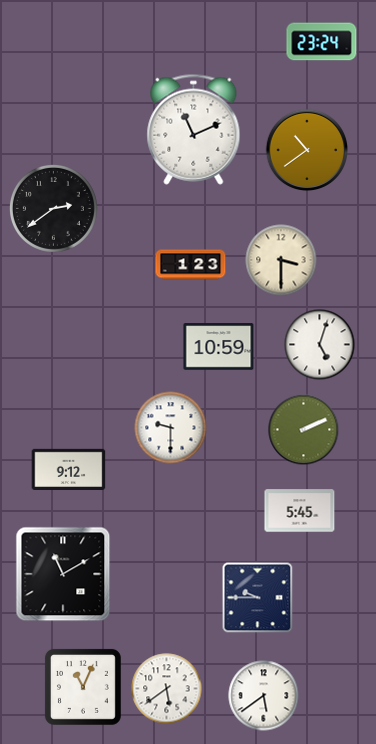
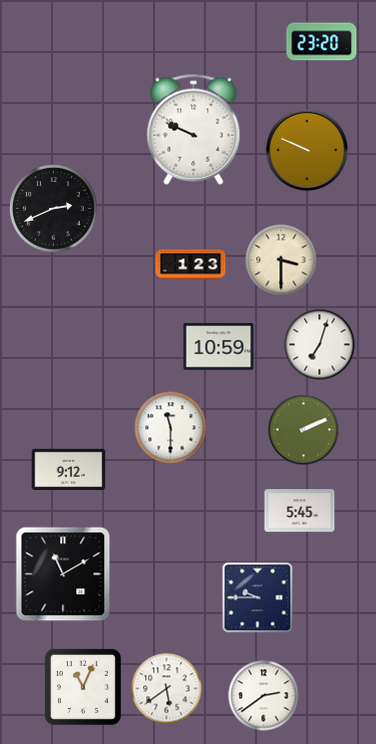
clock at (322, 42): 23:24 -> 23:20
clock at (194, 129): 11:11 -> 9:49
clock at (307, 150): 10:39 -> 9:49
clock at (53, 208): 2:39 -> 2:41
clock at (320, 345): 5:03 -> 7:03
clock at (171, 428): 9:30 -> 11:30
clock at (264, 696): 5:39 -> 2:39
